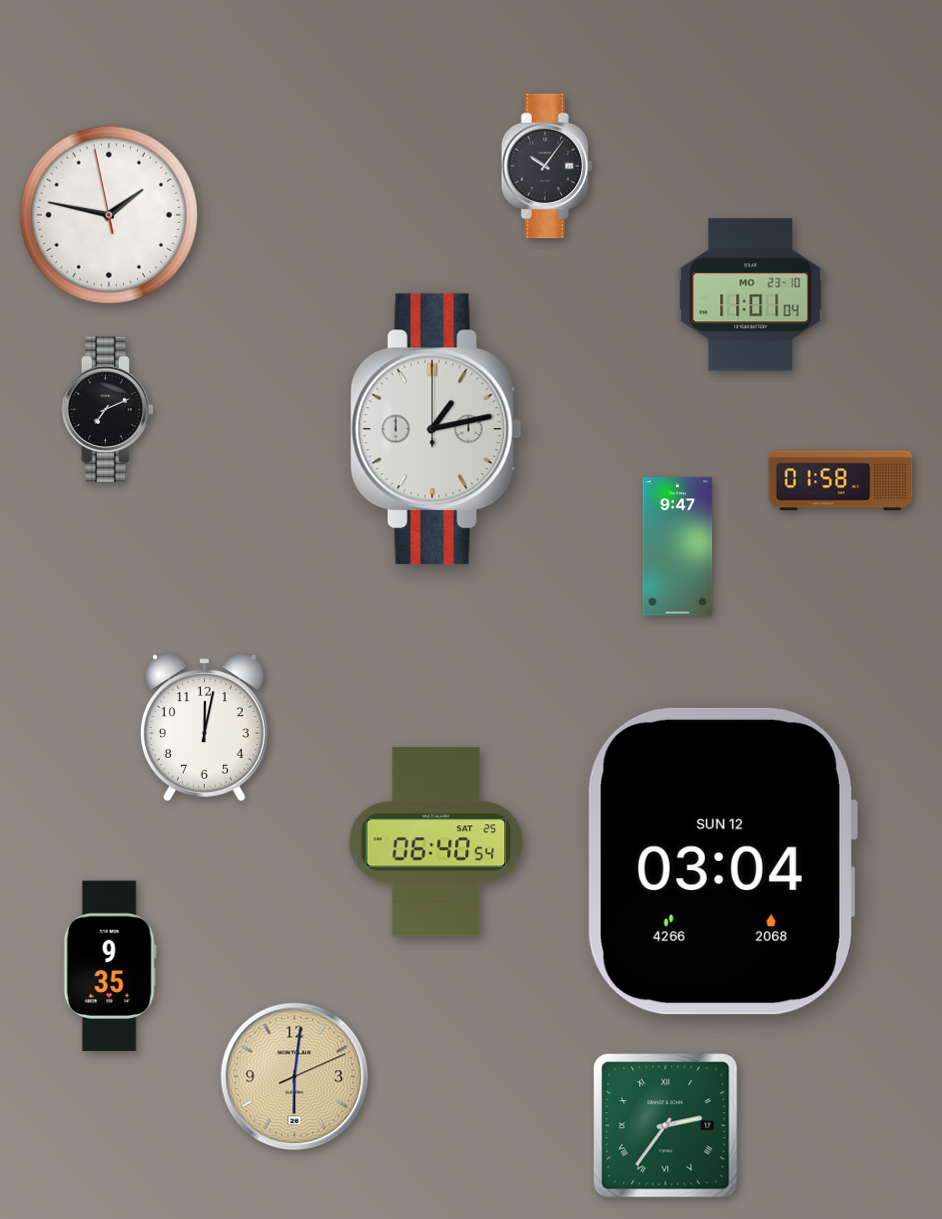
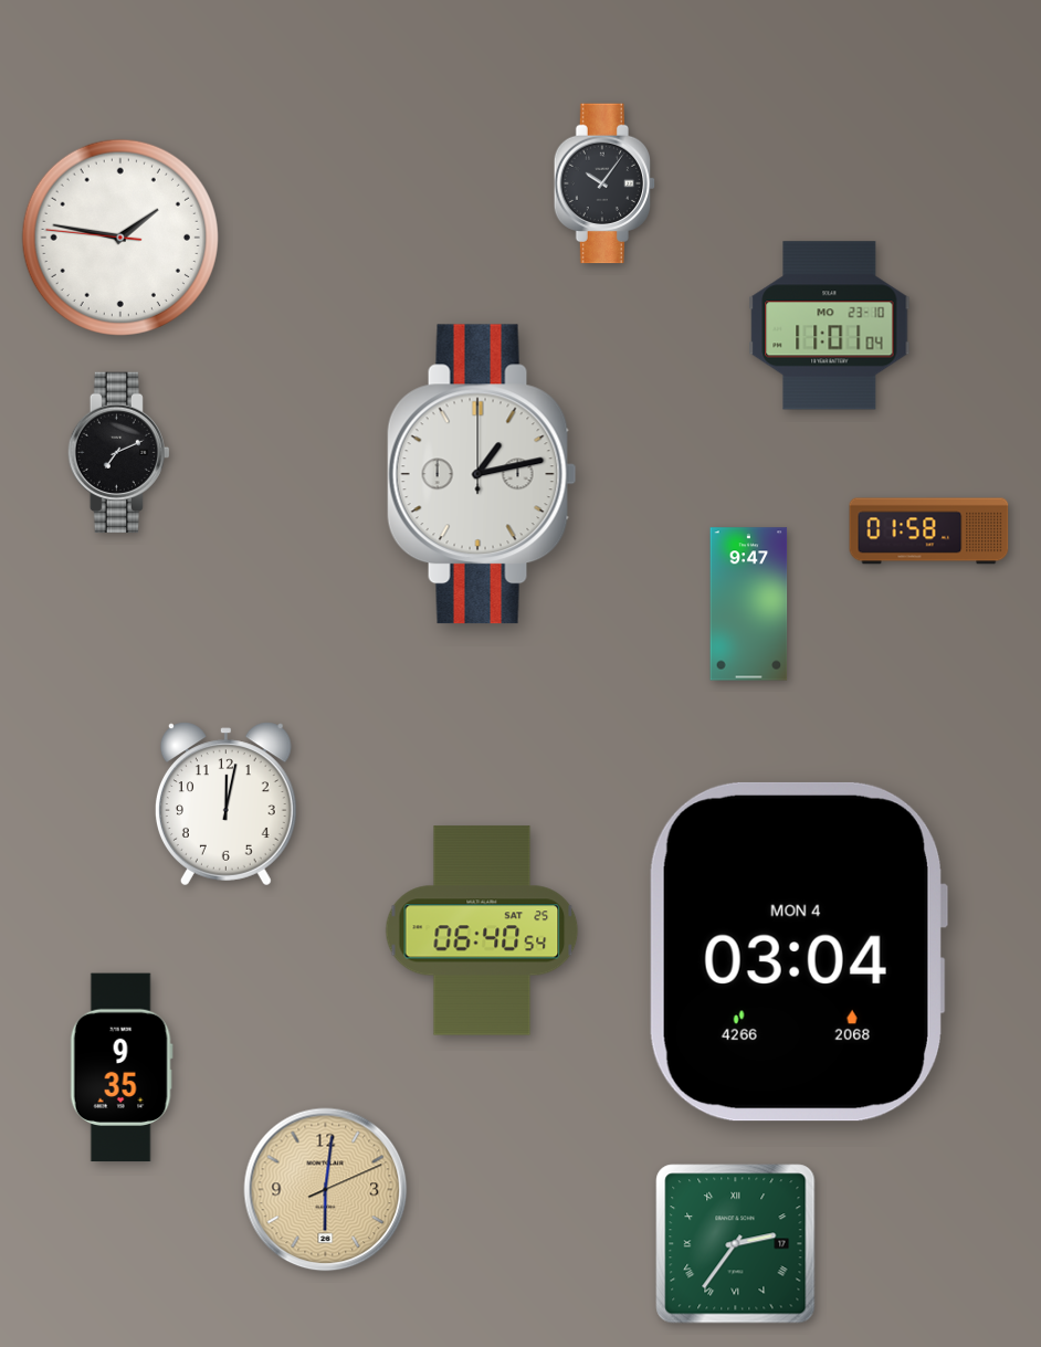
clock at (108, 214): 1:46:58 -> 1:46:46
clock at (722, 861) date: SUN 12 -> MON 4
